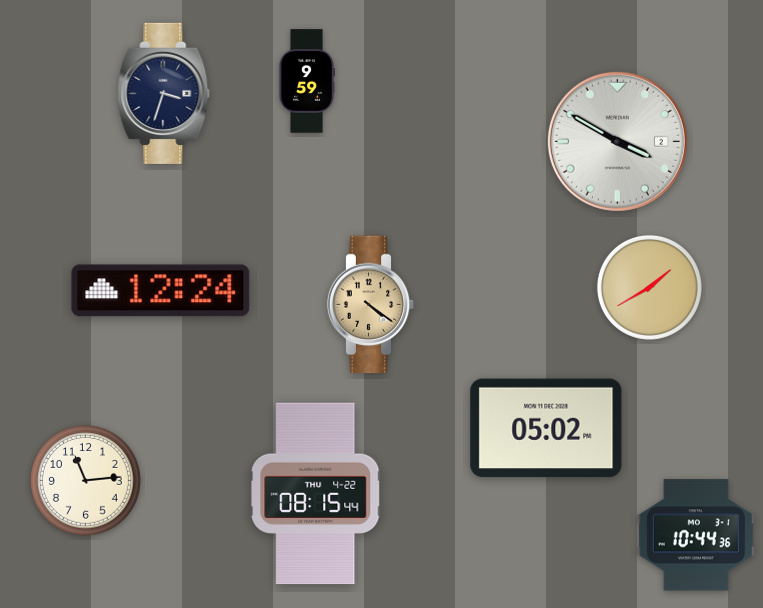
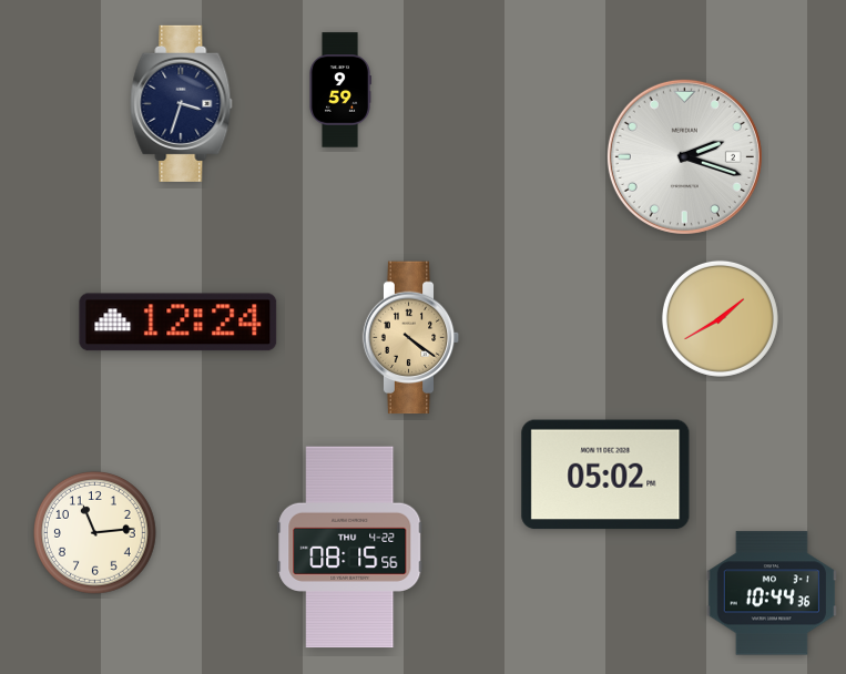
clock at (617, 141): 3:50 -> 2:18
clock at (316, 494): 08:15:44 -> 08:15:56
